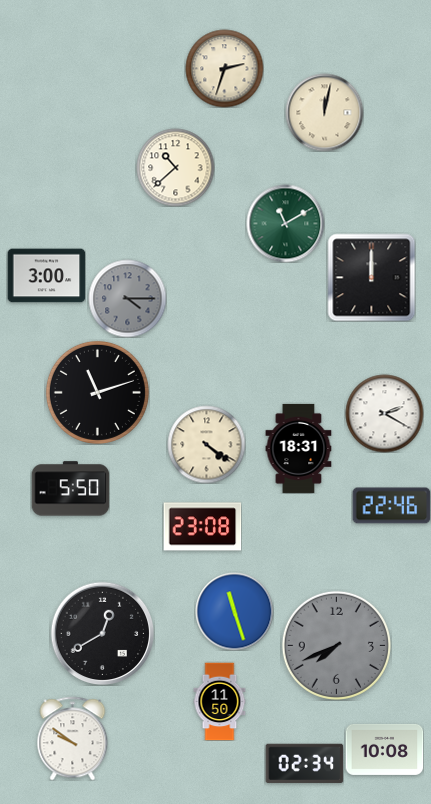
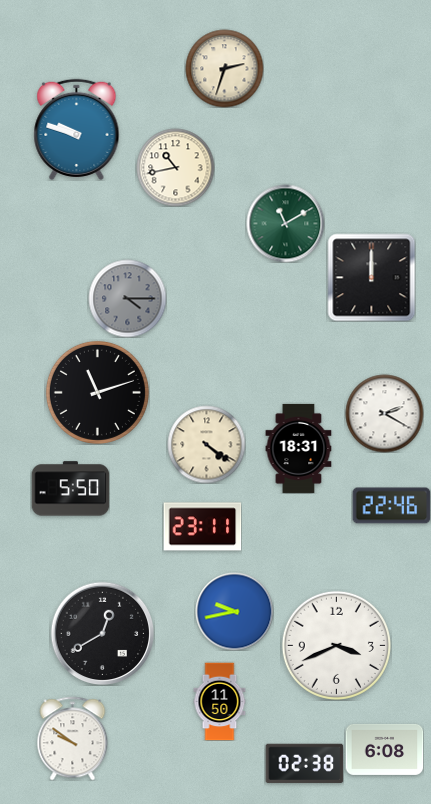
clock at (324, 112): 12:02 -> none
clock at (77, 129): none -> 9:48
clock at (175, 167): 10:38 -> 10:43
clock at (46, 276): 3:00 -> none
clock at (202, 527): 23:08 -> 23:11
clock at (234, 611): 11:27 -> 9:43
clock at (336, 645): 7:41 -> 3:41
clock at (336, 645) dial: grey -> white
clock at (384, 749): 10:08 -> 6:08
clock at (304, 763): 02:34 -> 02:38
